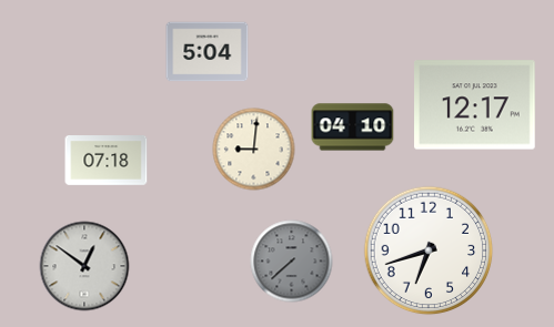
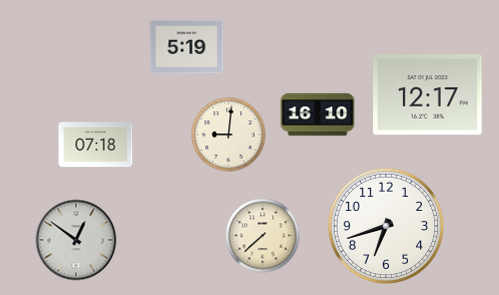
clock at (208, 52): 5:04 -> 5:19
clock at (353, 127): 04:10 -> 16:10
clock at (292, 262) dial: grey -> cream
